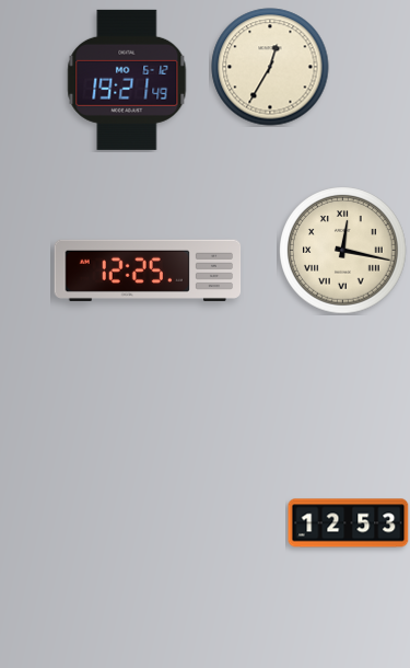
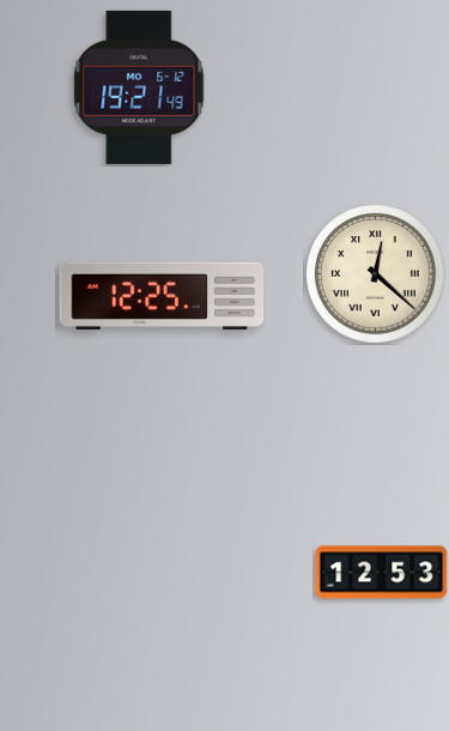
clock at (270, 67): 12:35 -> none
clock at (343, 251): 12:17 -> 12:22
